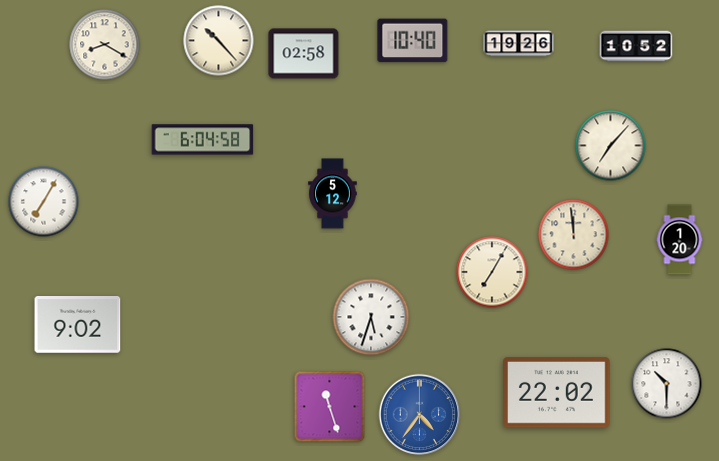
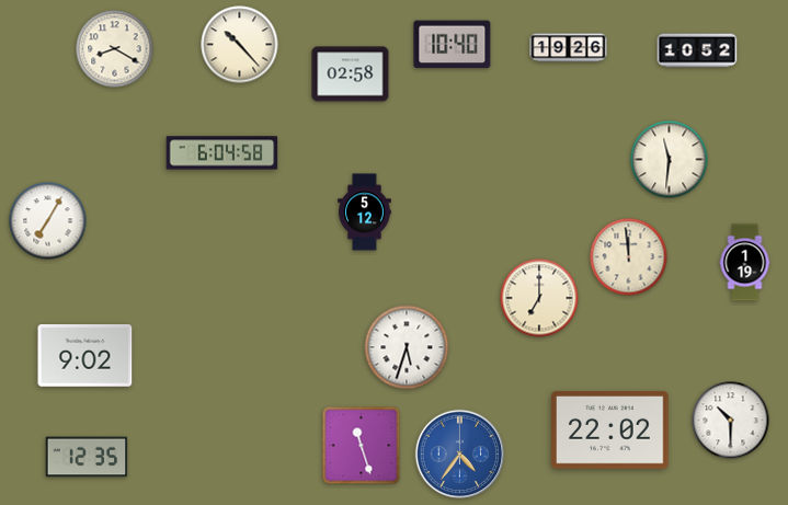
clock at (304, 54) position: (304, 54) -> (351, 74)
clock at (611, 146): 7:07 -> 11:31
clock at (680, 240): 1:20 -> 1:19
clock at (492, 272): 7:05 -> 7:00
clock at (87, 457): none -> 12:35
